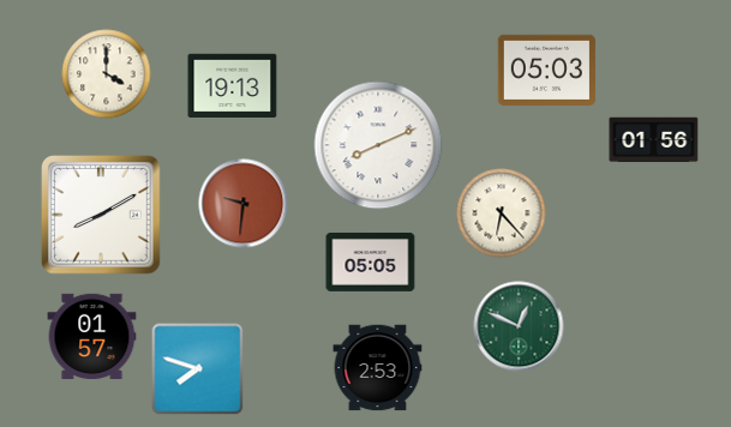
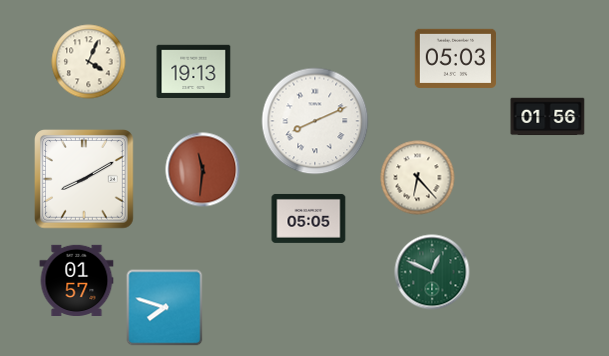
clock at (107, 74): 4:00 -> 4:04
clock at (654, 140) position: (654, 140) -> (548, 117)
clock at (244, 204): 9:31 -> 11:31
clock at (378, 368): 2:53 -> none
